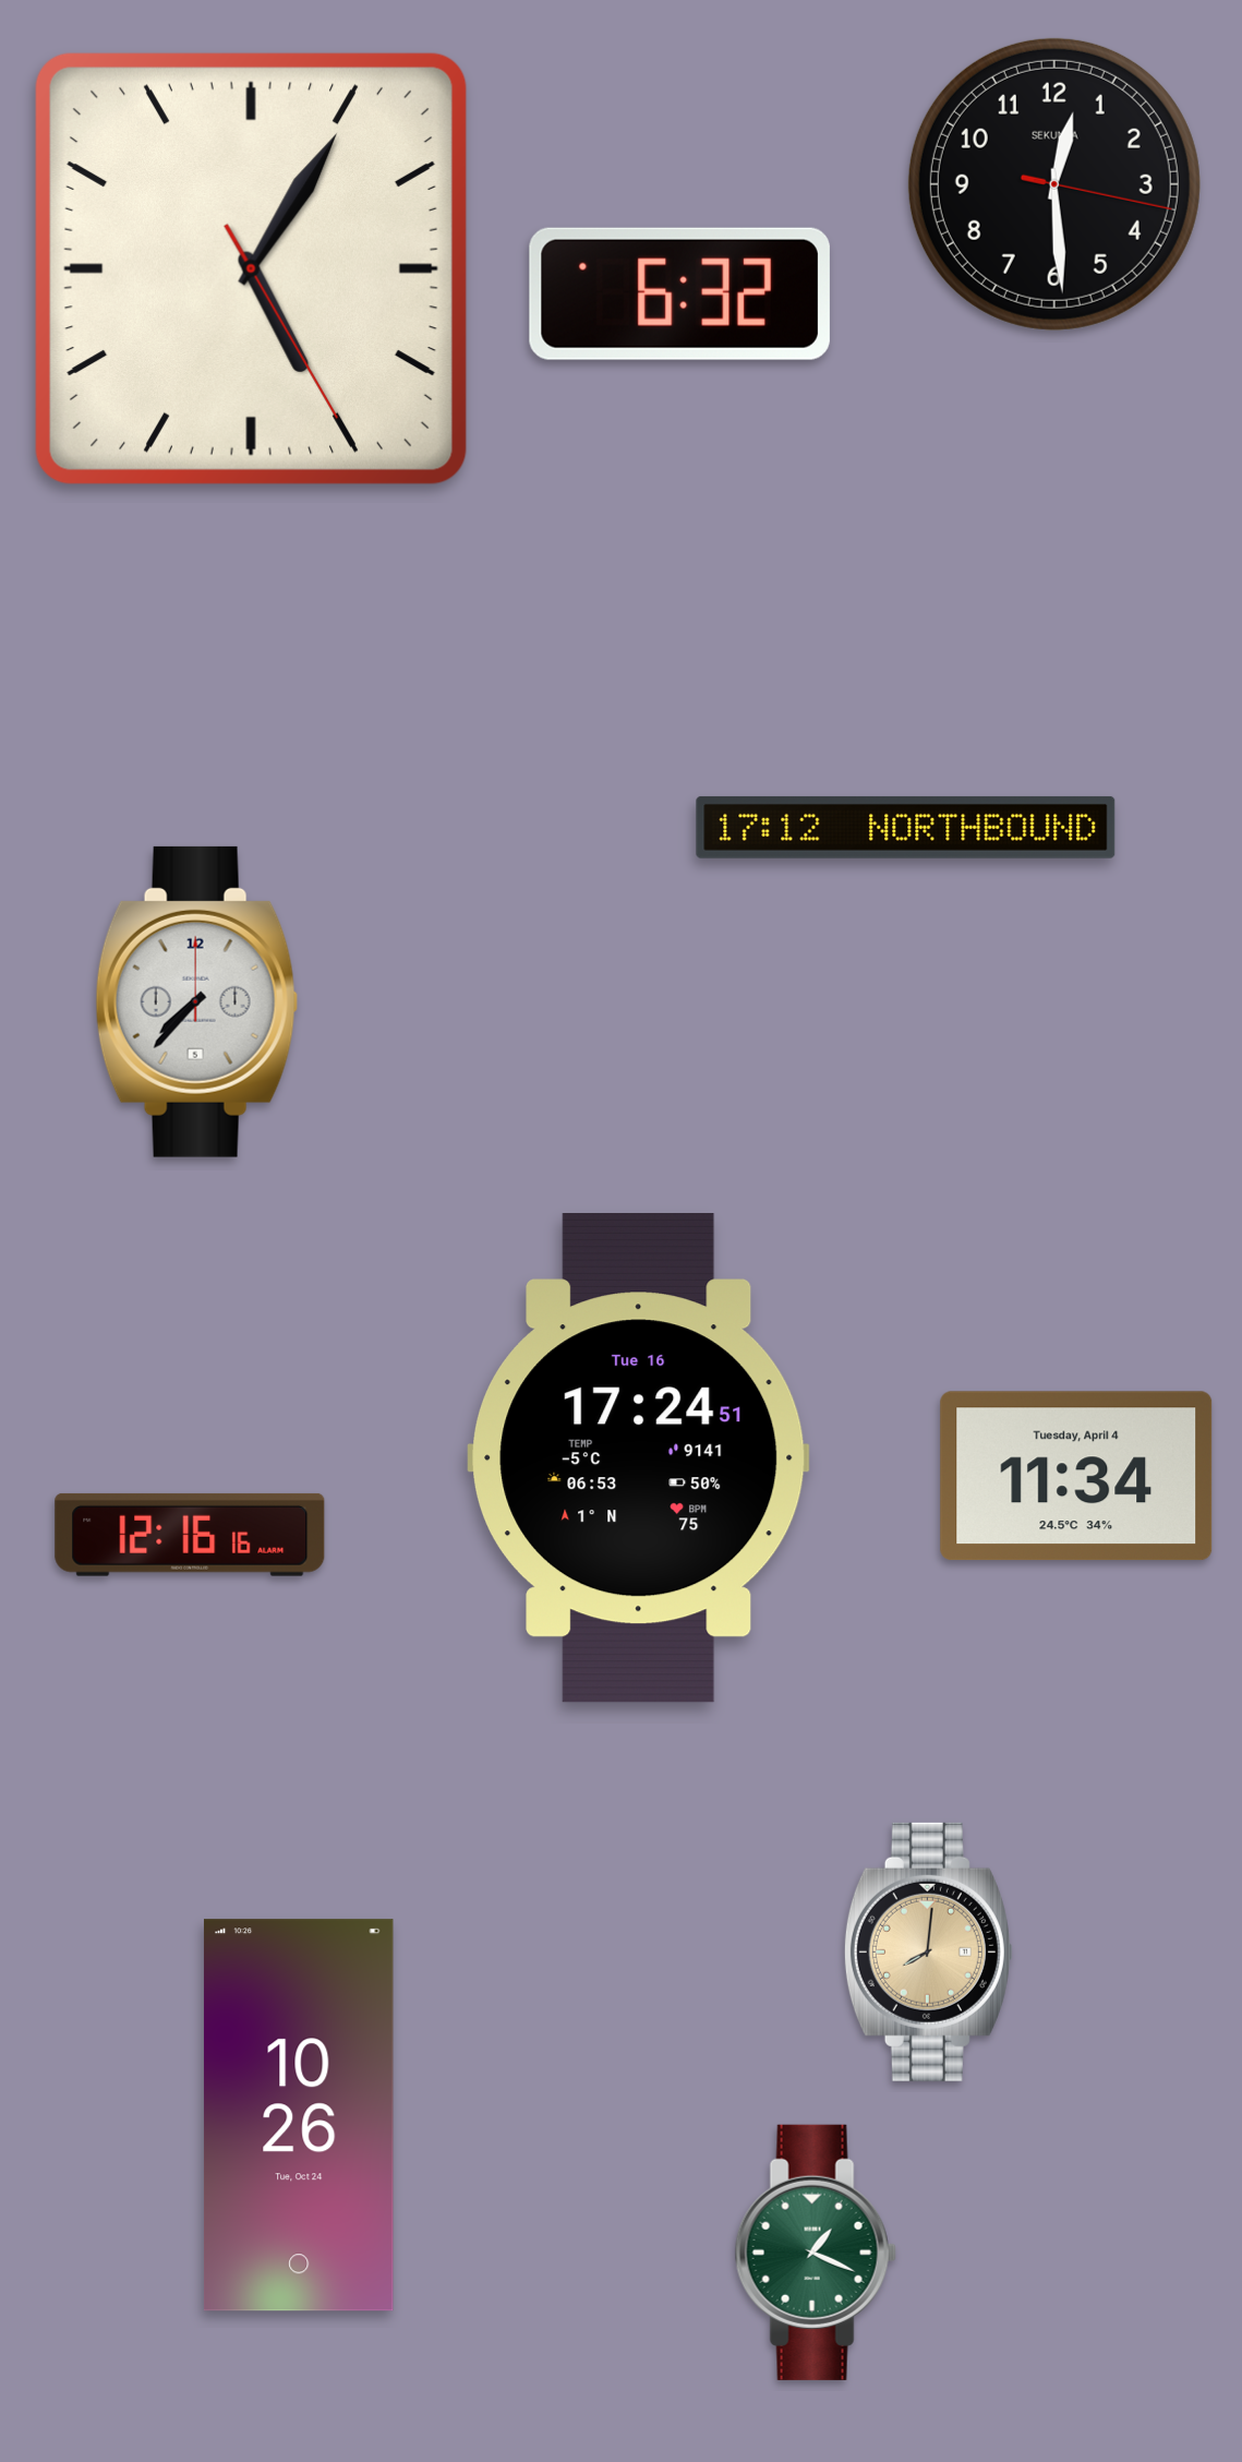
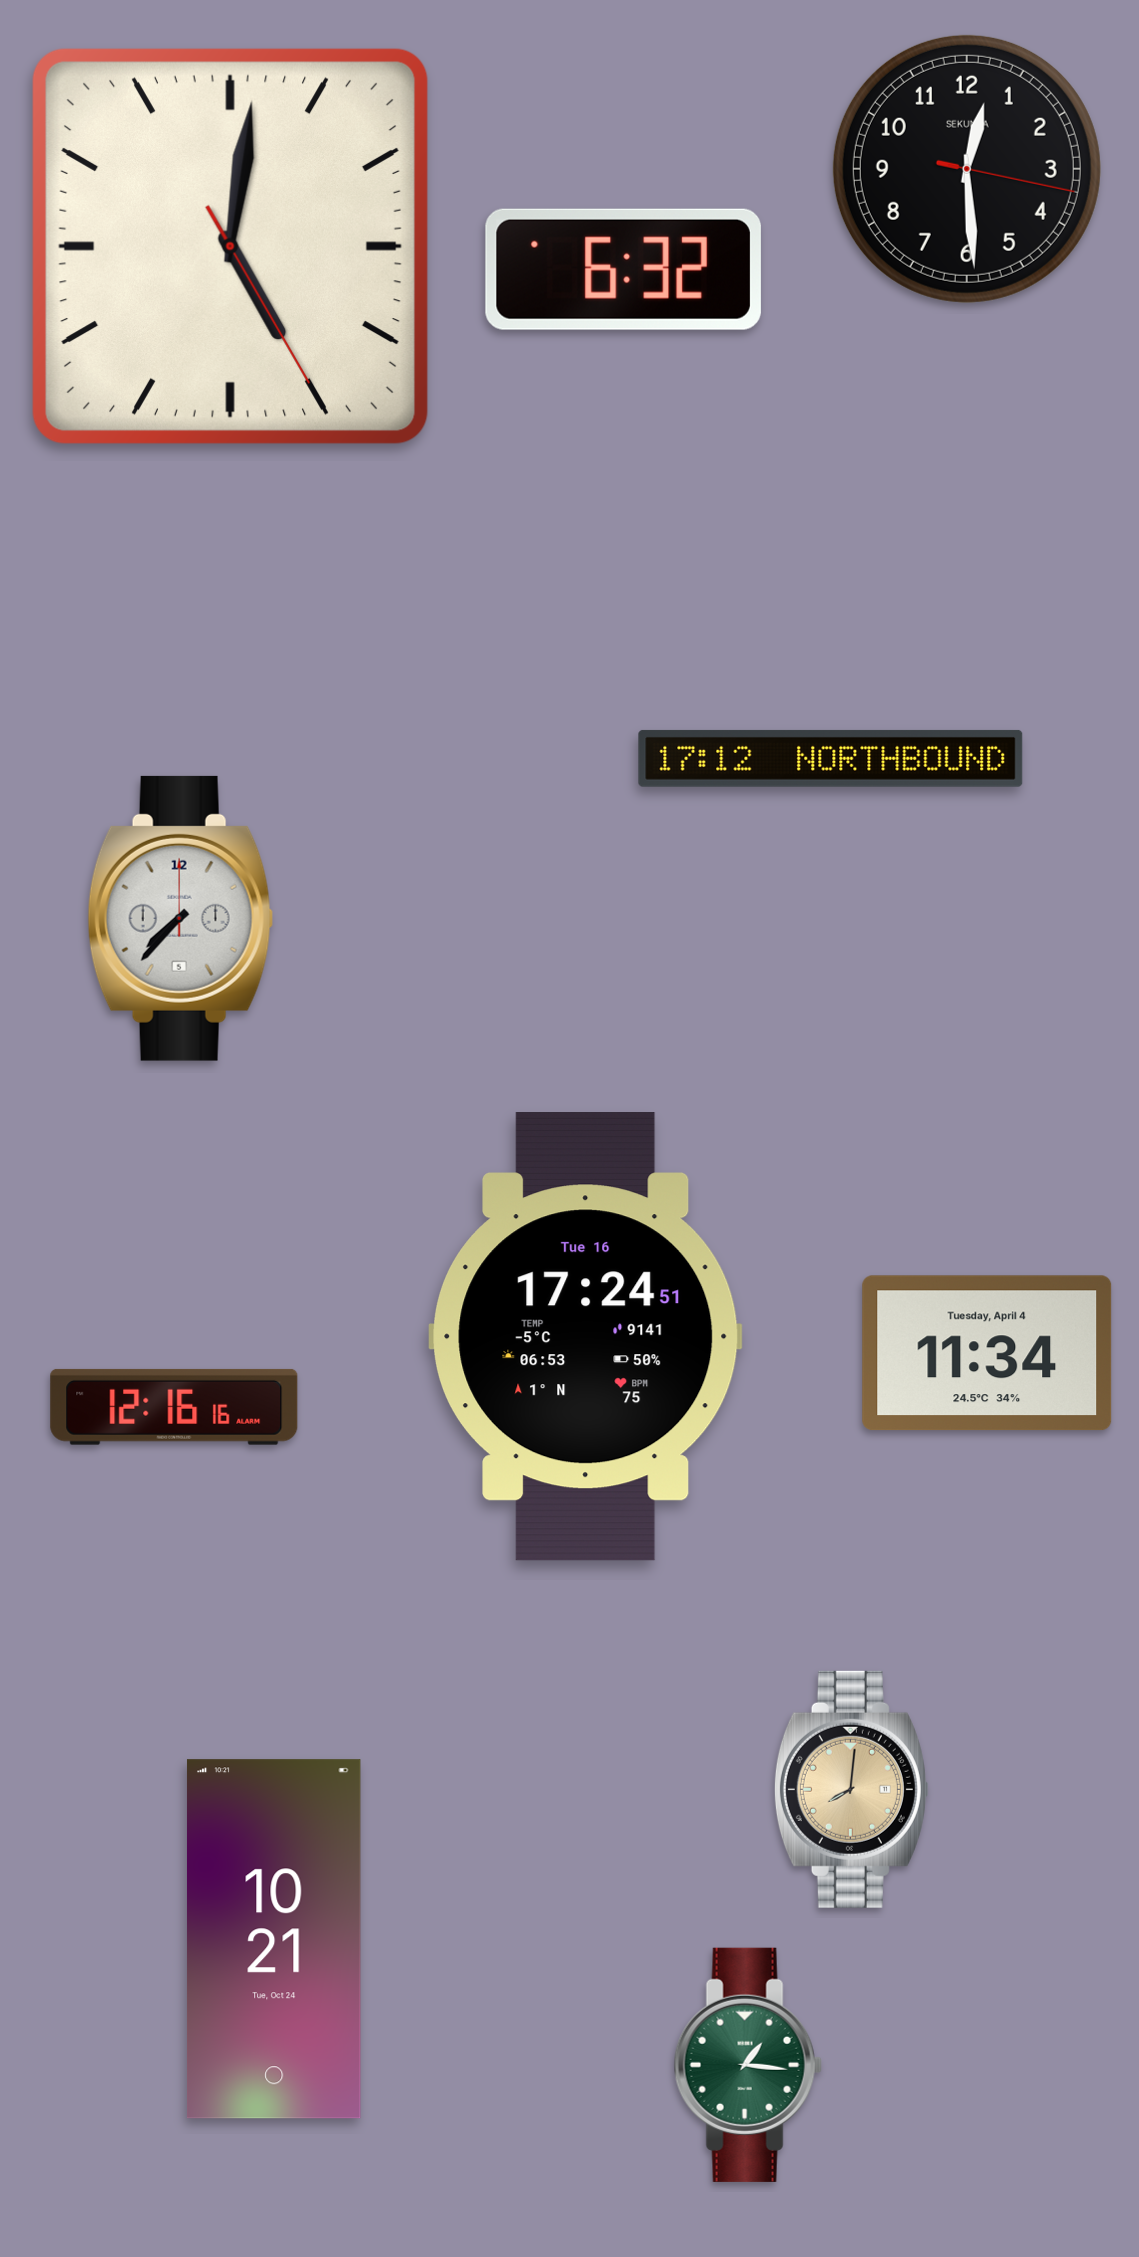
clock at (251, 268): 5:05 -> 5:01
clock at (299, 2115): 10:26 -> 10:21
clock at (816, 2253): 1:19 -> 1:16
